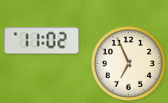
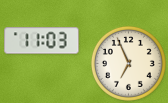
clock at (42, 41): 11:02 -> 11:03
